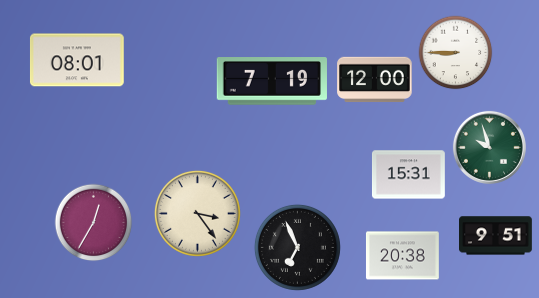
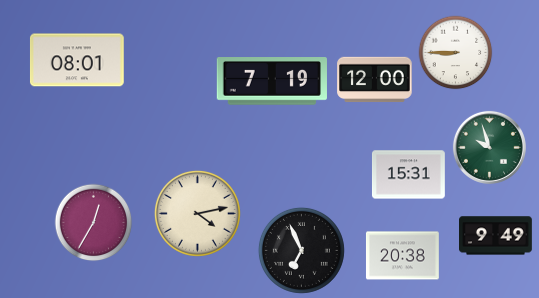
clock at (197, 213): 3:24 -> 4:13
clock at (496, 236): 9:51 -> 9:49
clock at (297, 247) position: (297, 247) -> (301, 250)
